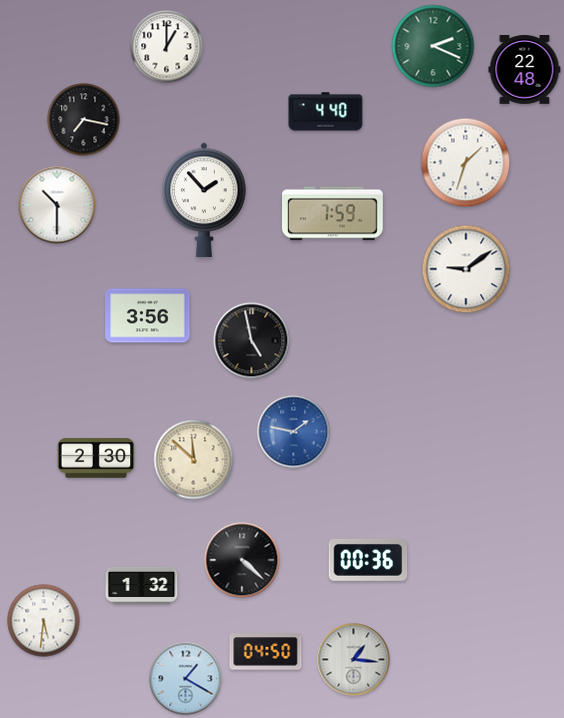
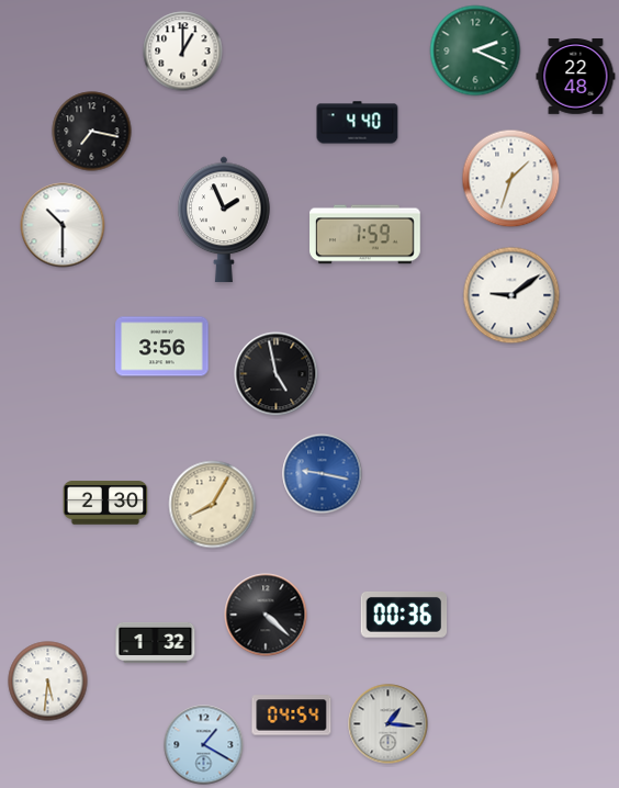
clock at (204, 200): 1:53 -> 1:56
clock at (294, 432): 1:47 -> 9:17
clock at (194, 460): 11:52 -> 8:05
clock at (266, 652): 04:50 -> 04:54
